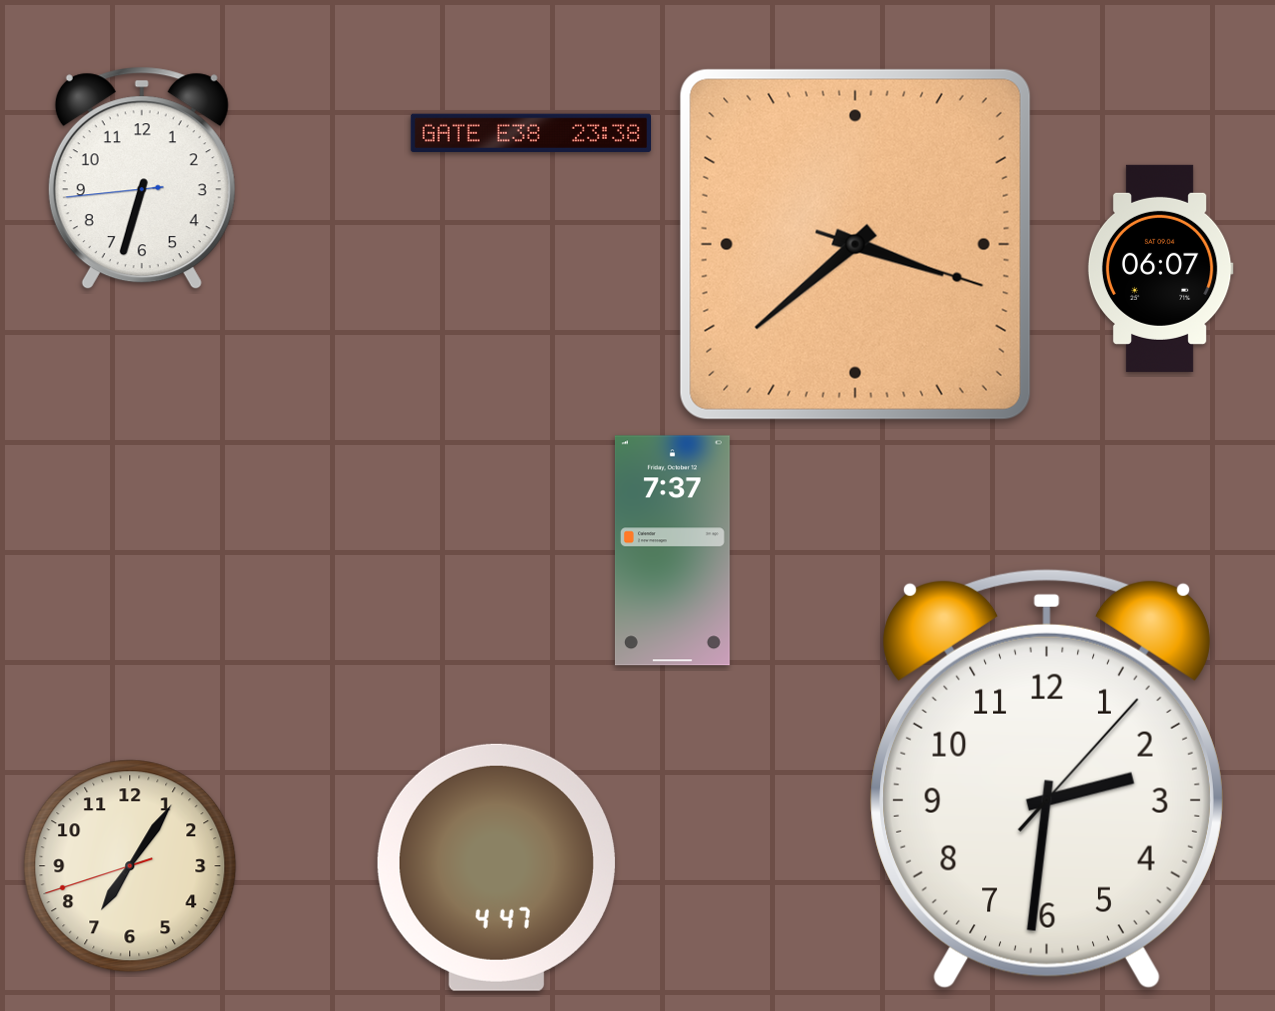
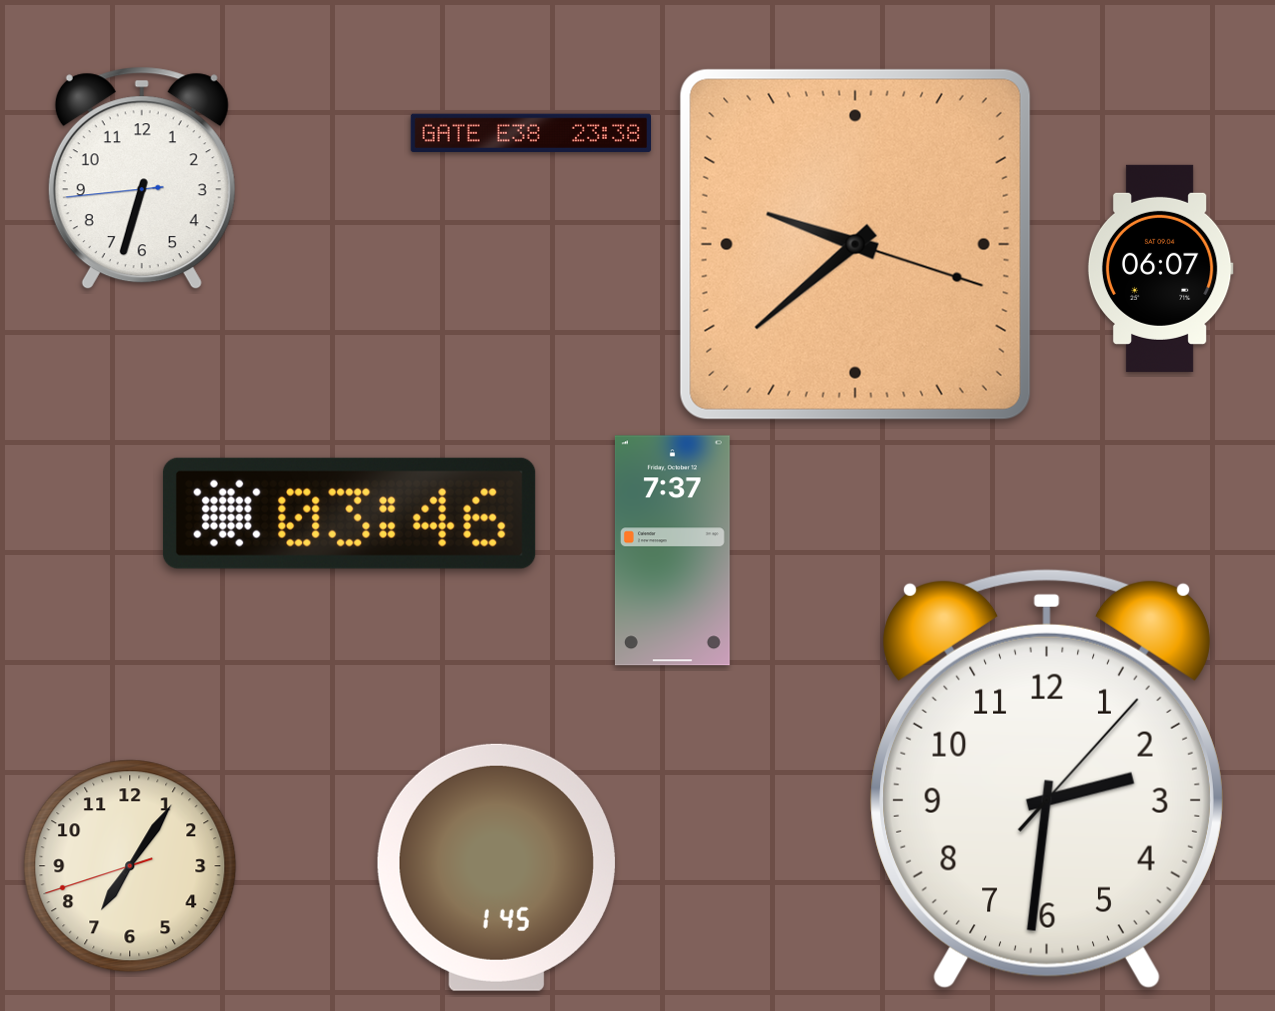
clock at (855, 244): 3:38 -> 9:38
clock at (349, 513): none -> 03:46
clock at (496, 867): 4:47 -> 1:45
